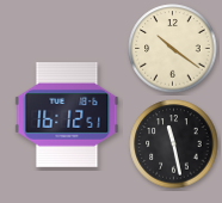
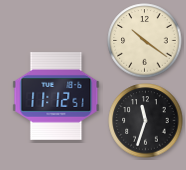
clock at (67, 116): 16:12 -> 11:12
clock at (174, 144): 11:28 -> 11:33
